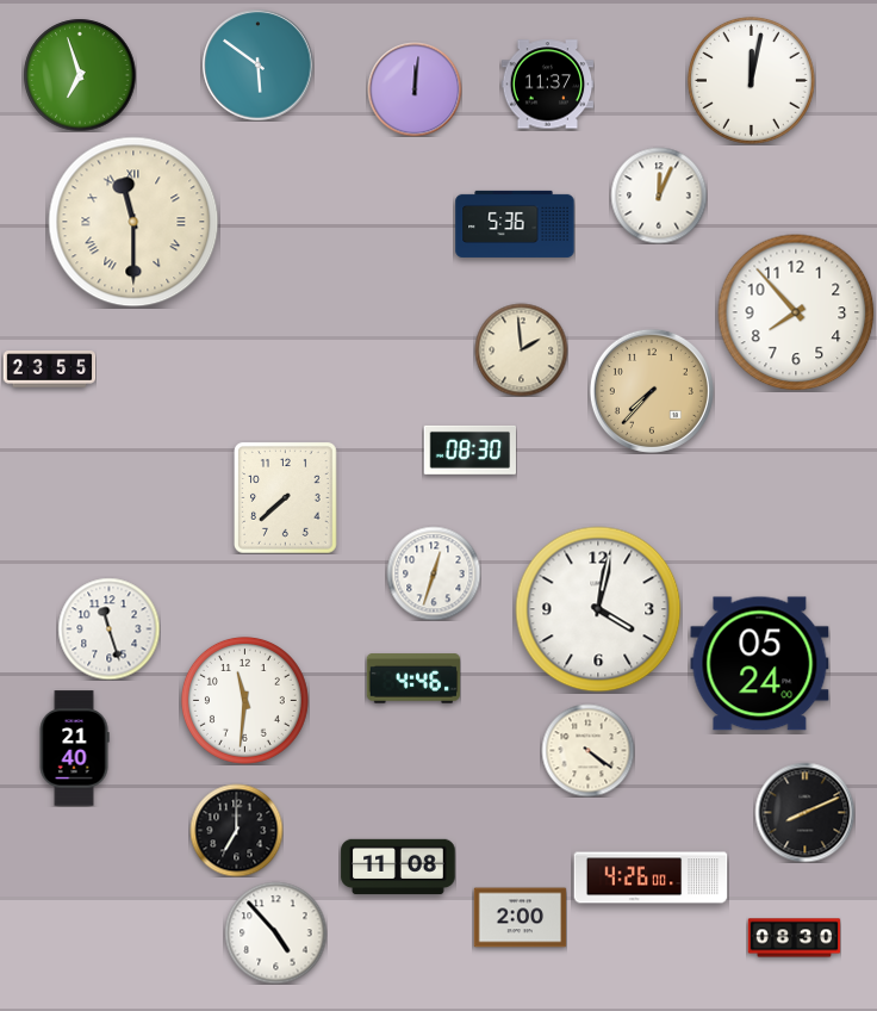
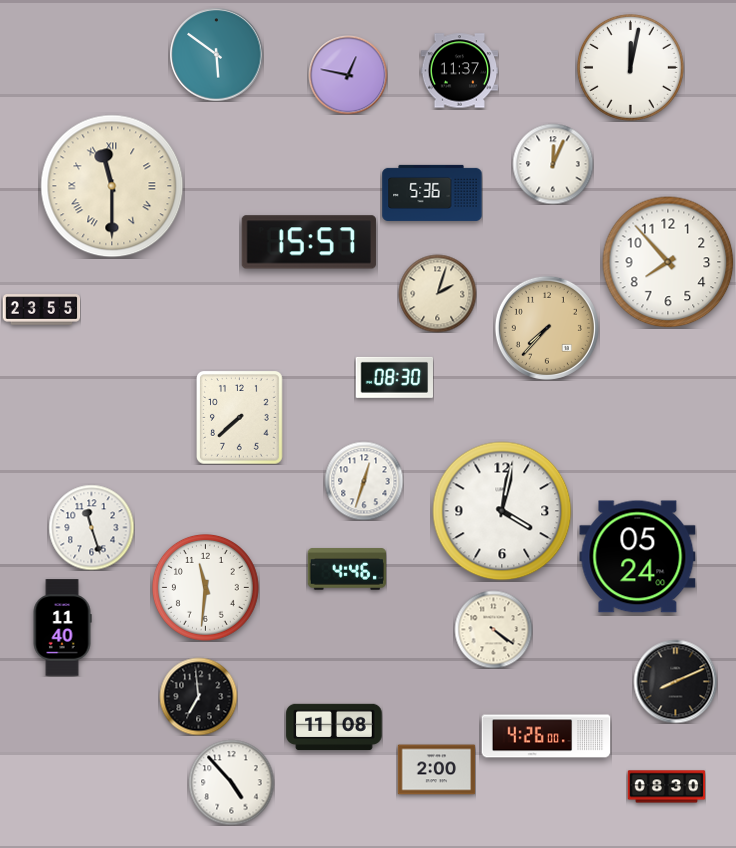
clock at (80, 75): 6:57 -> none
clock at (415, 89): 12:01 -> 12:47
clock at (515, 224) position: (515, 224) -> (432, 193)
clock at (309, 242): none -> 15:57
clock at (521, 349): 1:59 -> 2:03
clock at (74, 749): 21:40 -> 11:40
clock at (236, 830): 7:00 -> 6:59
